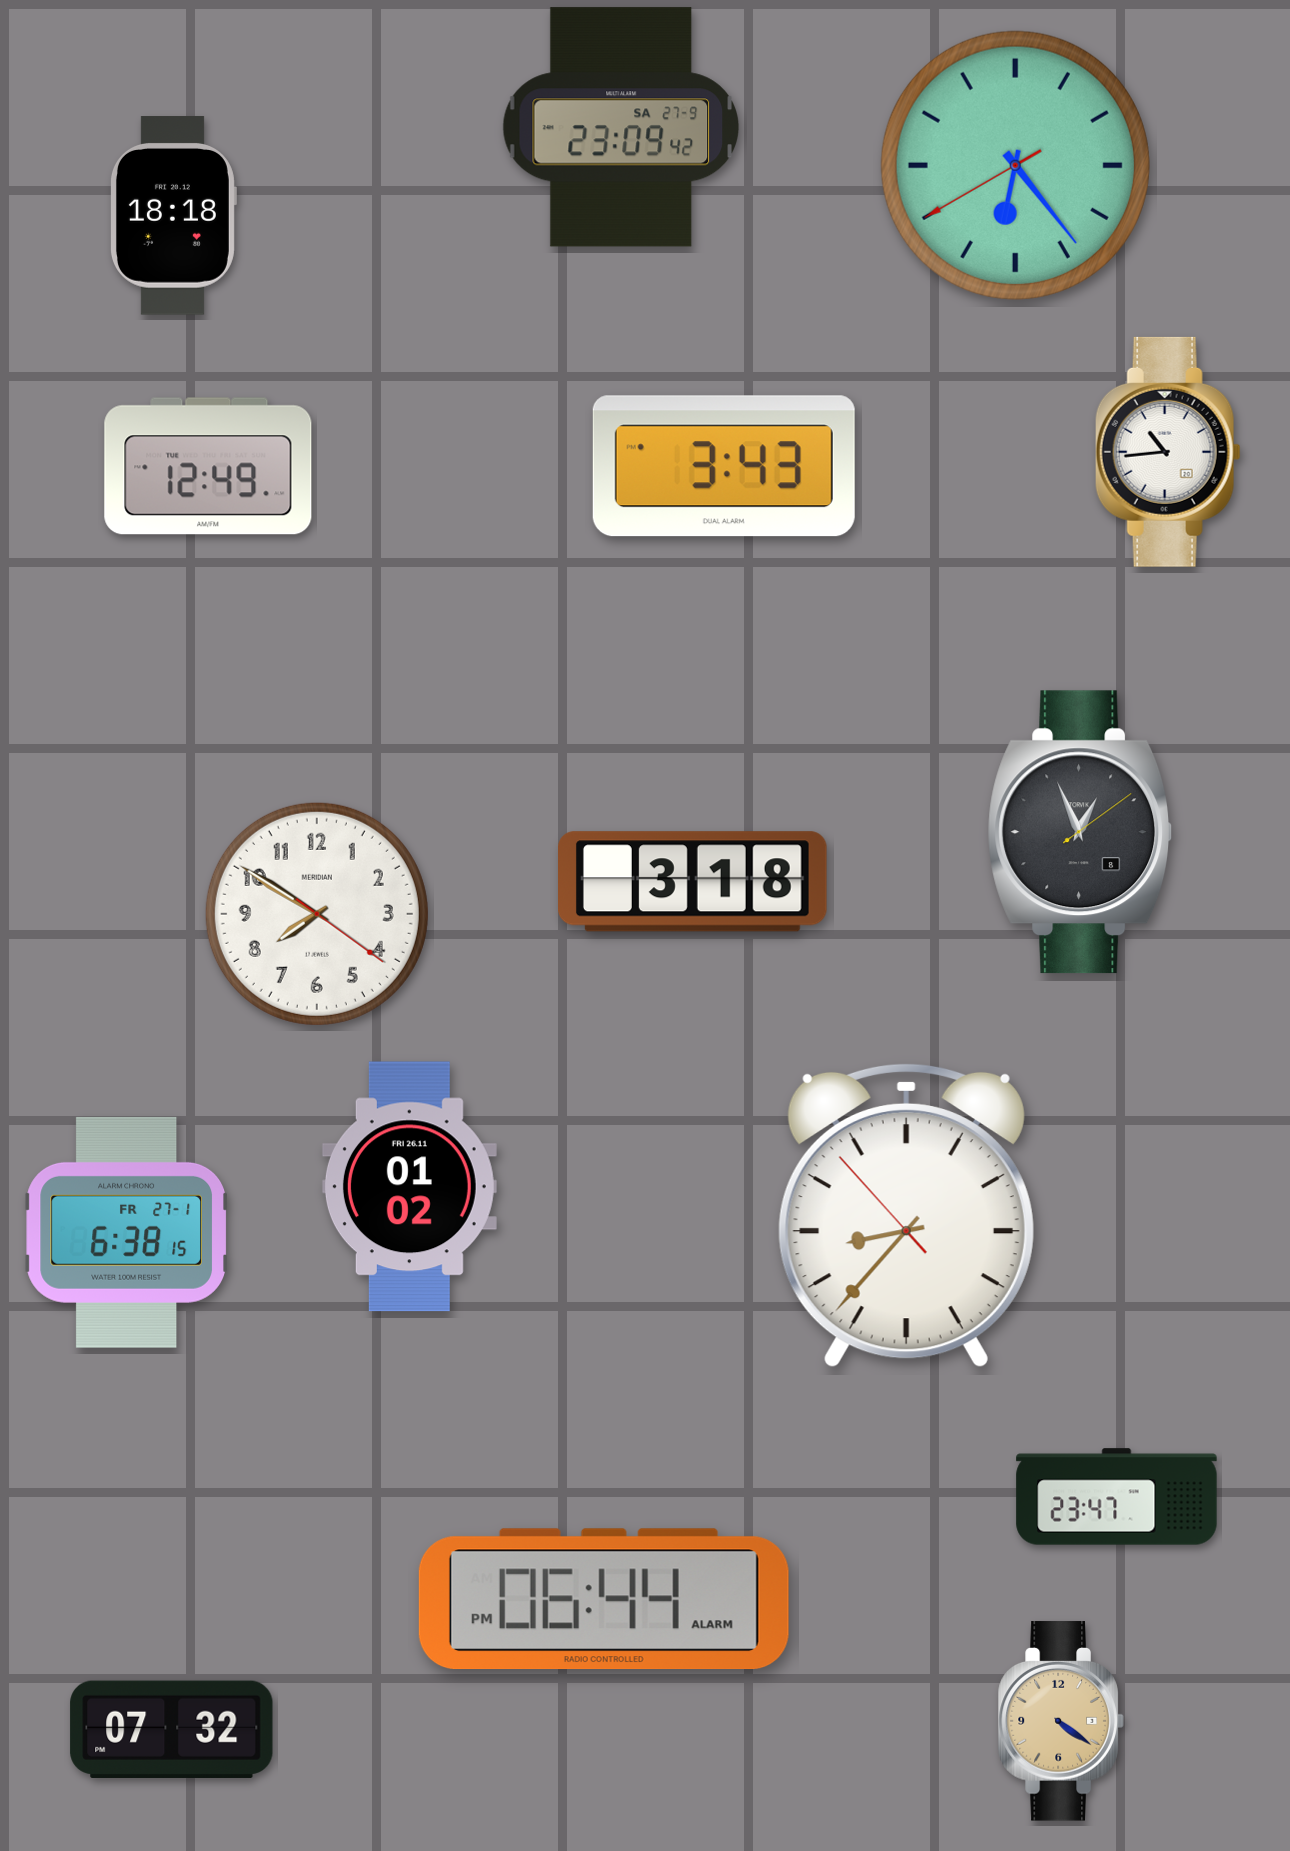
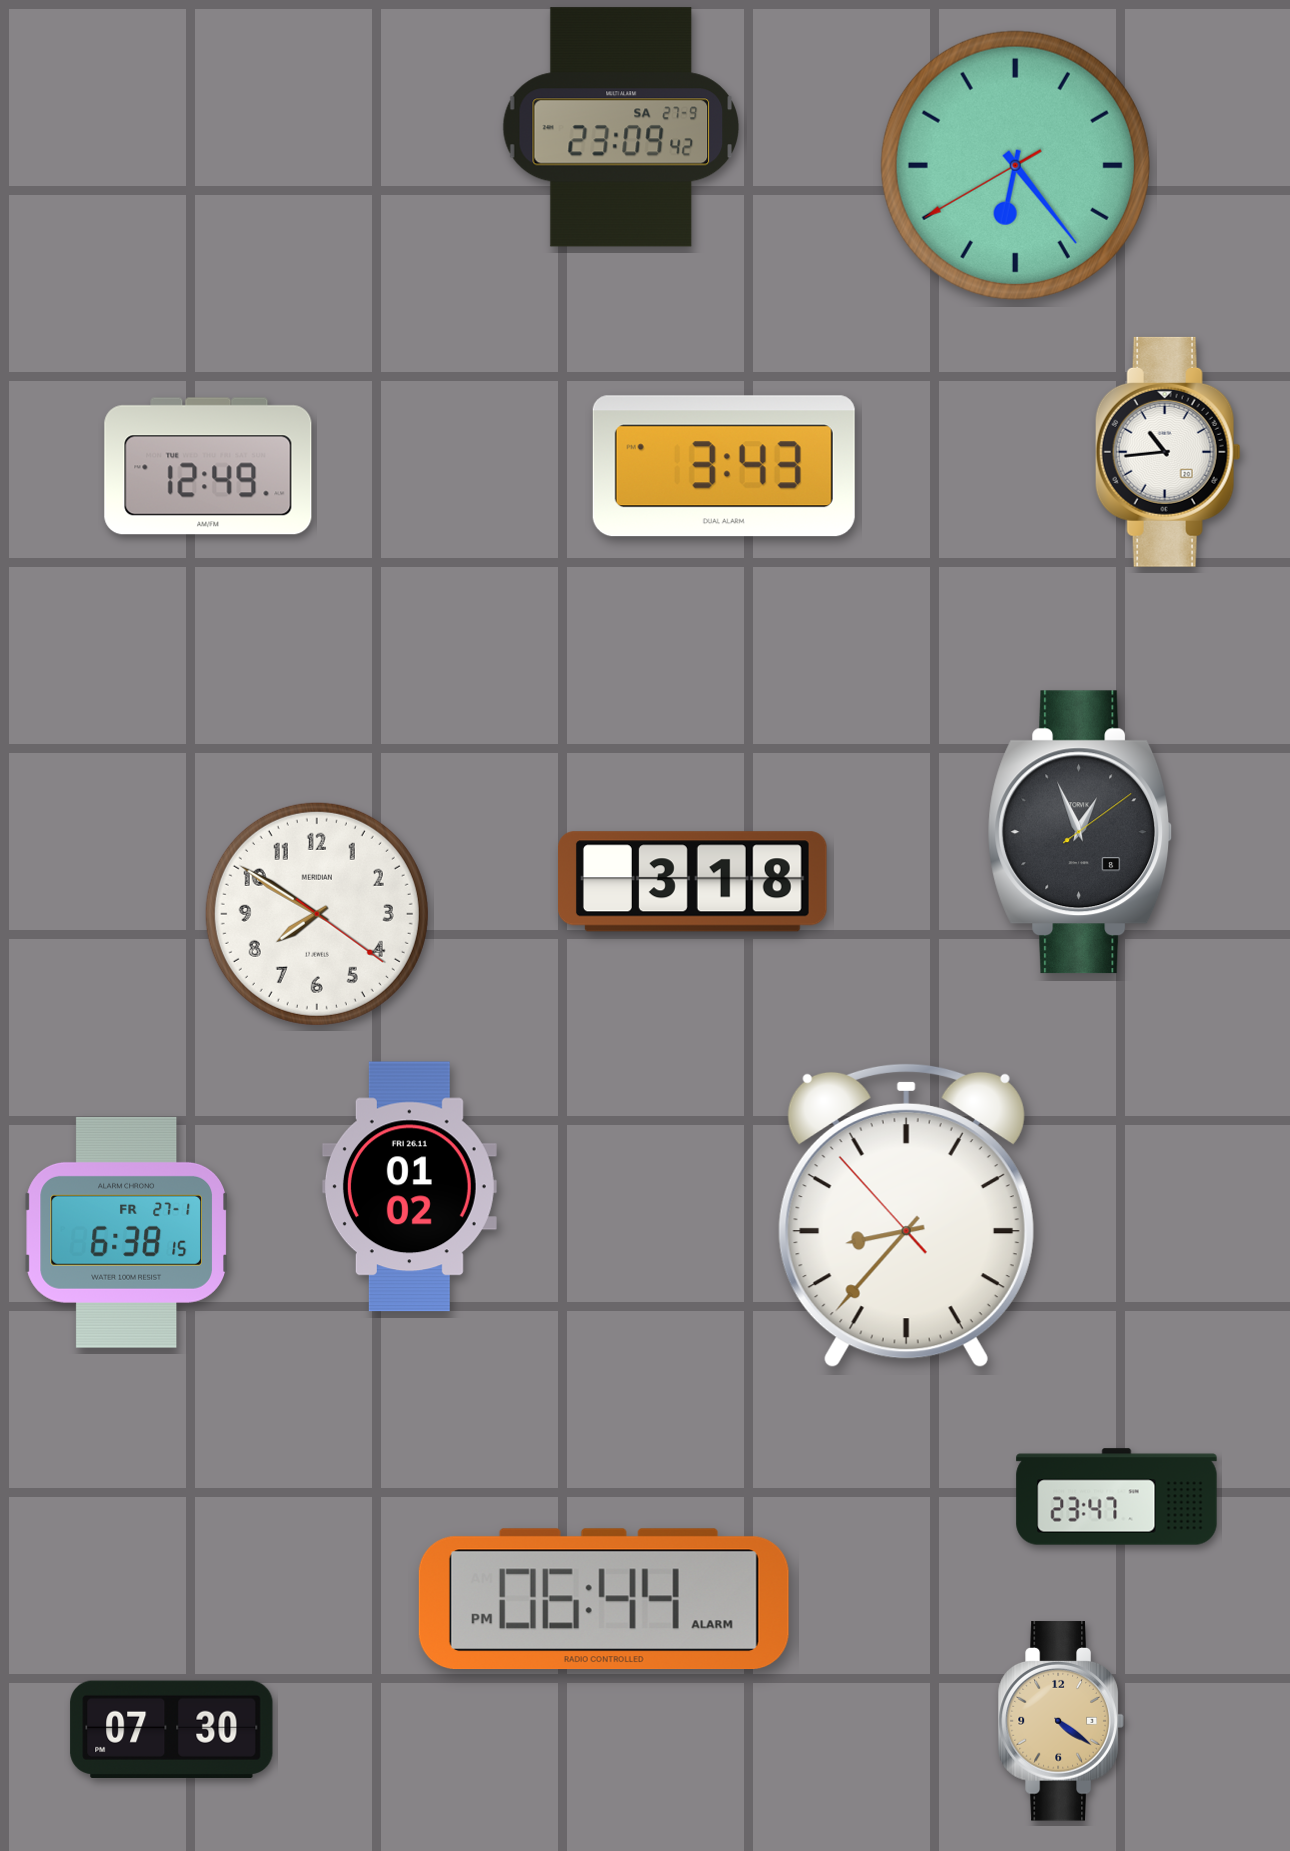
clock at (173, 216): 18:18 -> none
clock at (172, 1729): 07:32 -> 07:30
